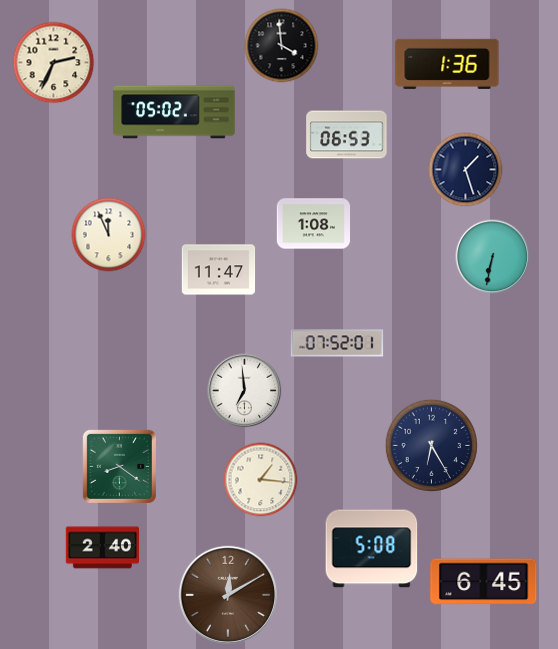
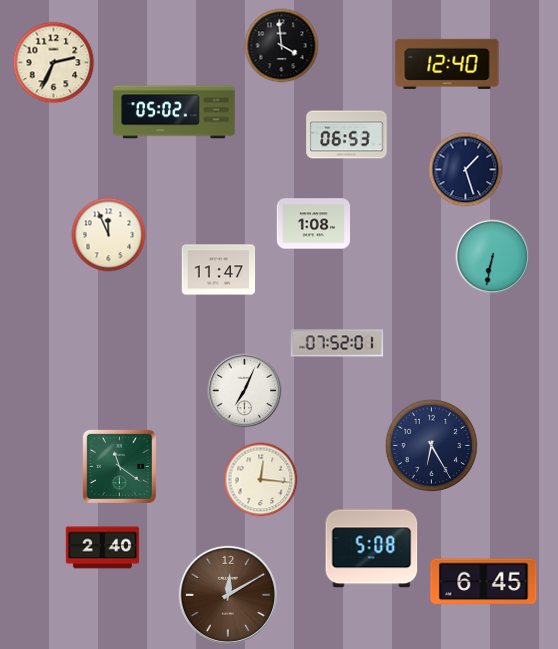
clock at (447, 64): 1:36 -> 12:40
clock at (245, 391): 6:59 -> 7:04
clock at (119, 466): 8:21 -> 11:21
clock at (261, 480): 1:16 -> 12:16
